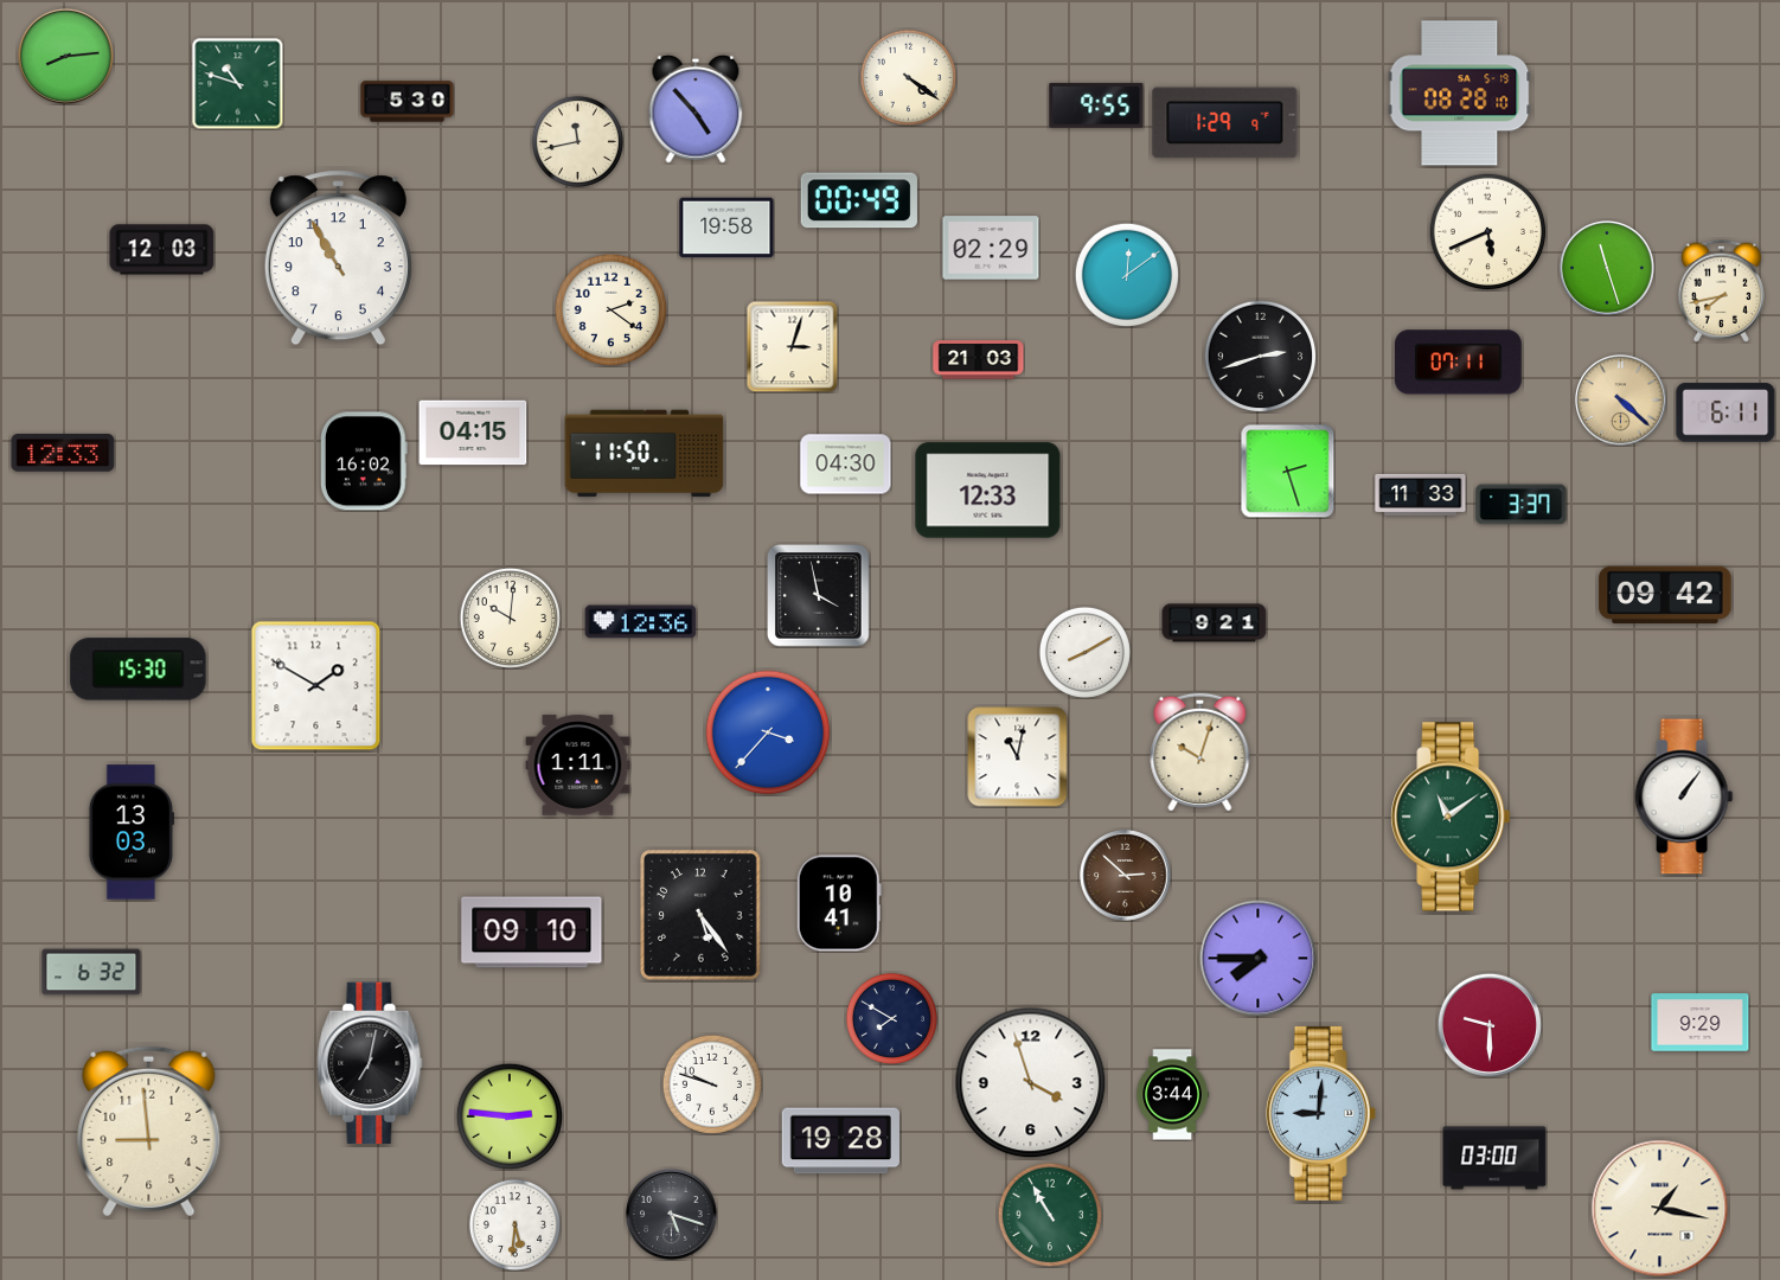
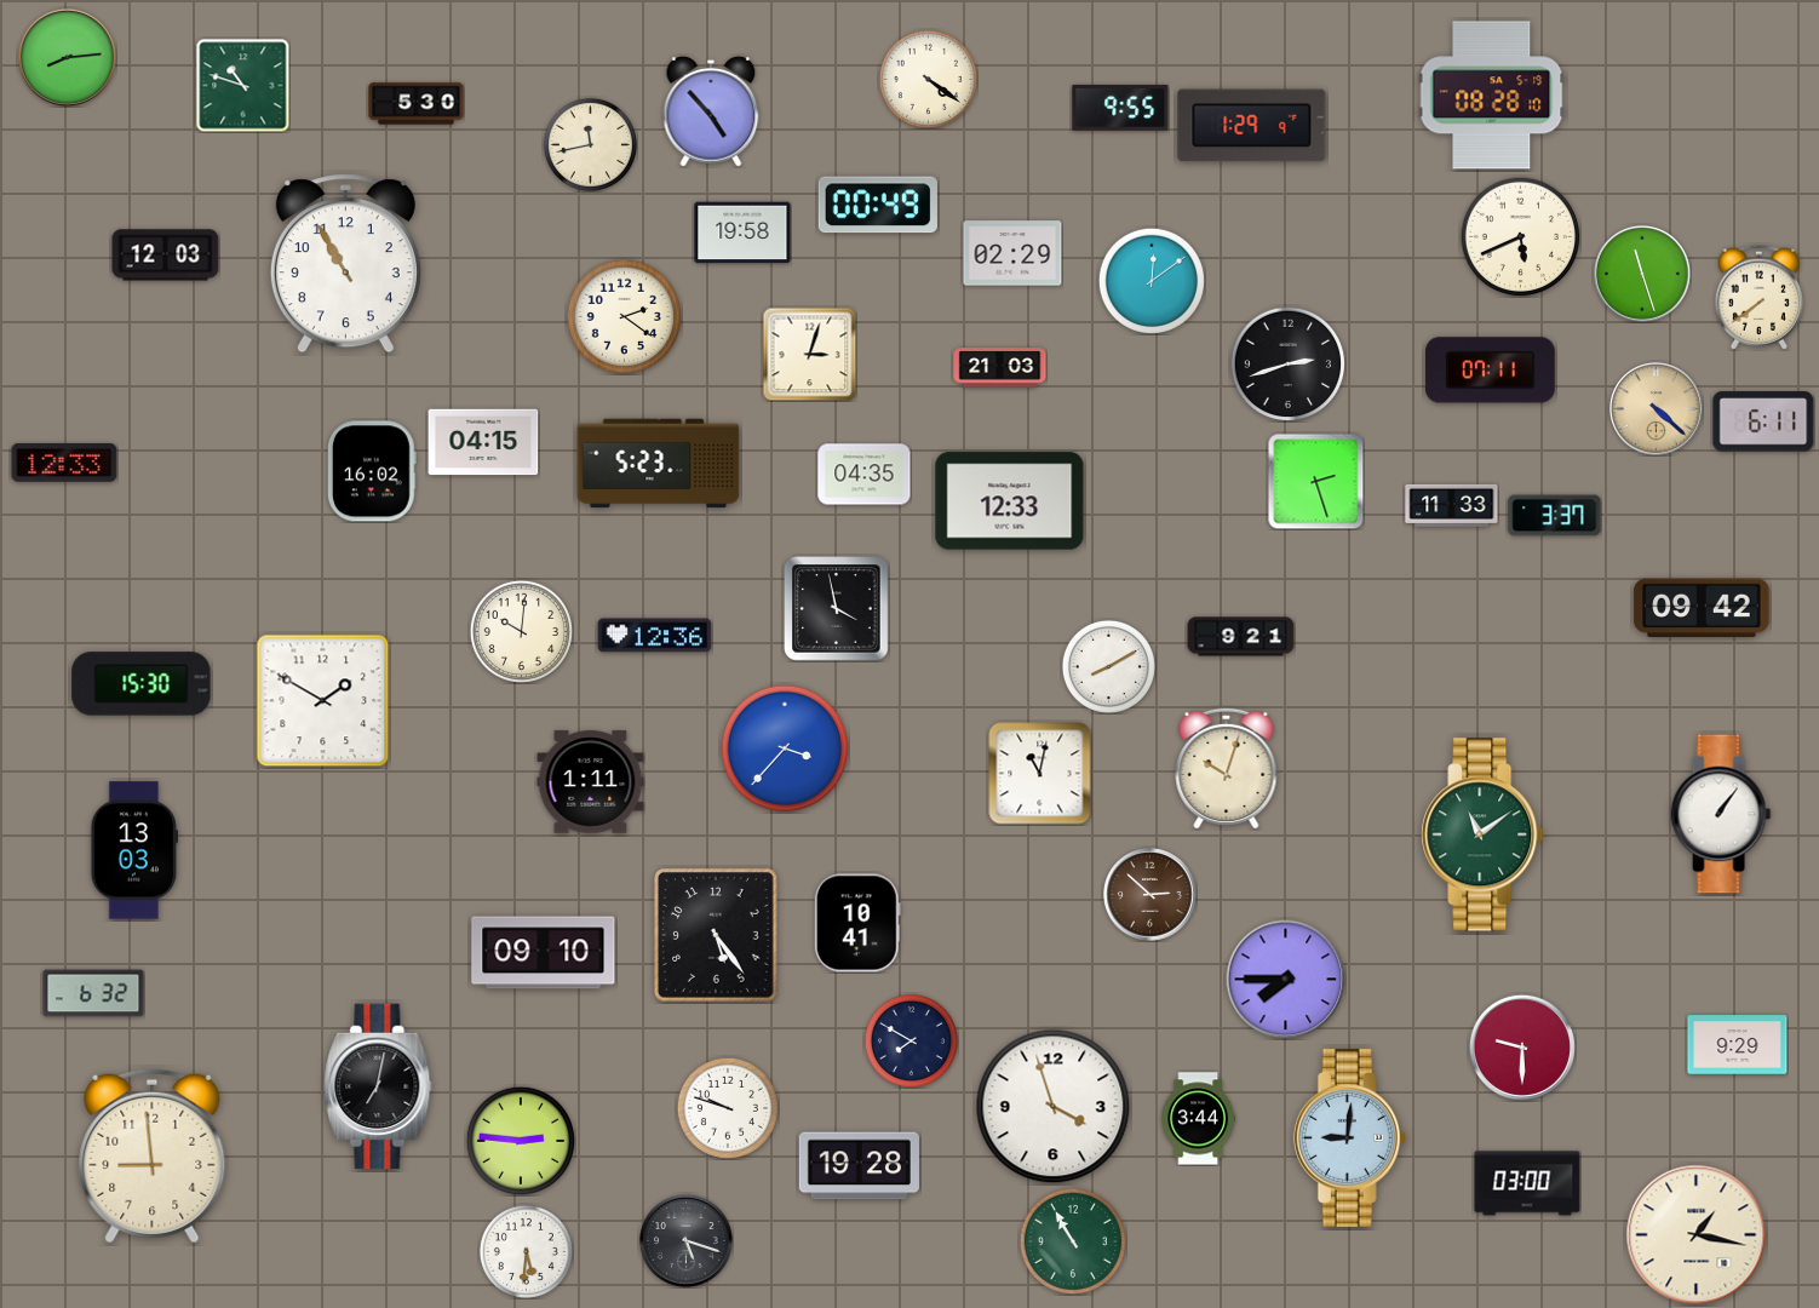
clock at (1721, 290): 7:43 -> 7:39
clock at (645, 454): 11:50 -> 5:23
clock at (846, 465): 04:30 -> 04:35
